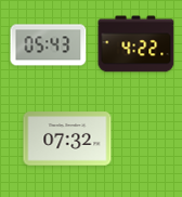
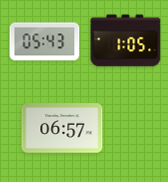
clock at (136, 44): 4:22 -> 1:05
clock at (67, 139): 07:32 -> 06:57
